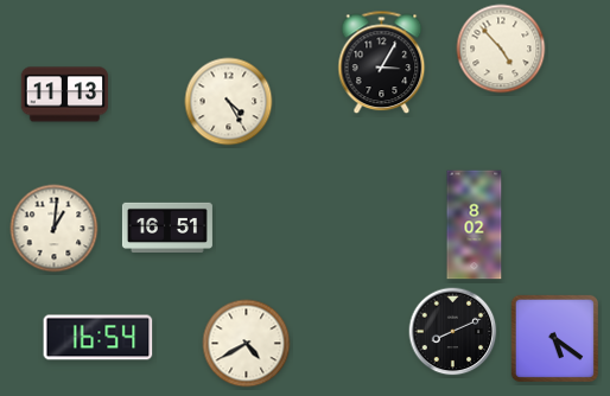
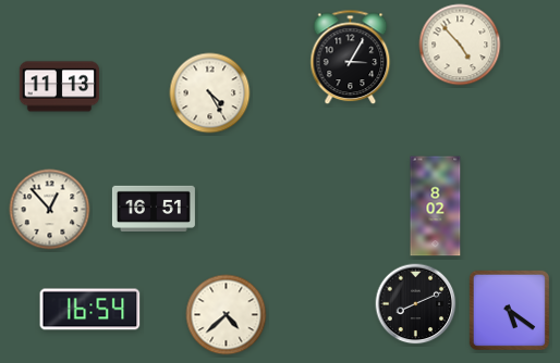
clock at (55, 229): 1:01 -> 12:53
clock at (247, 344): 4:40 -> 4:38
